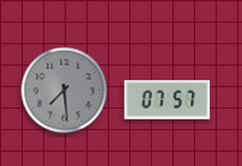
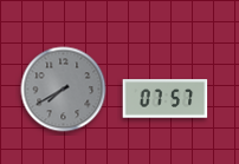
clock at (65, 91): 7:29 -> 7:40
